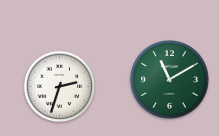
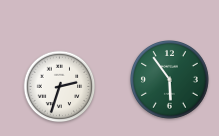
clock at (170, 80): 11:10 -> 5:54
